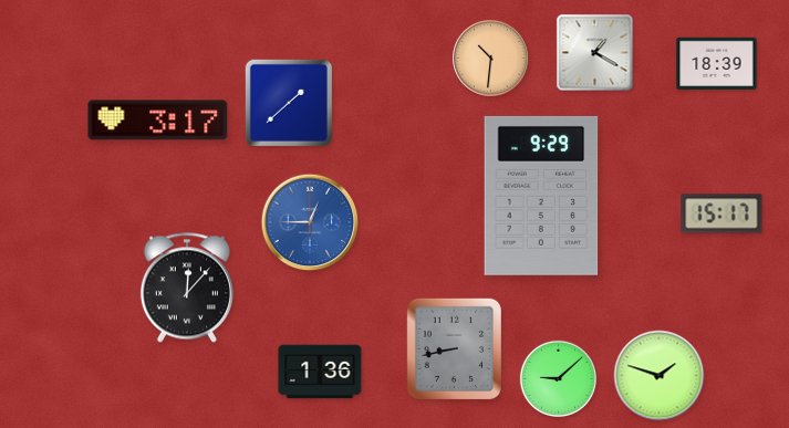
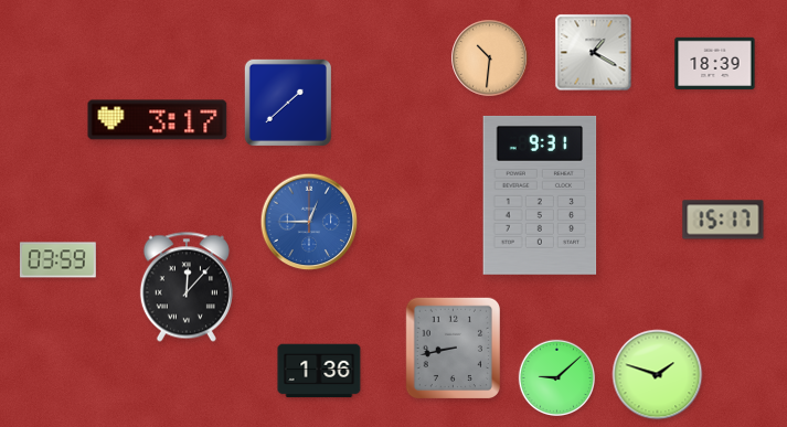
clock at (541, 196): 9:29 -> 9:31
clock at (721, 213) position: (721, 213) -> (723, 220)
clock at (57, 260): none -> 03:59
